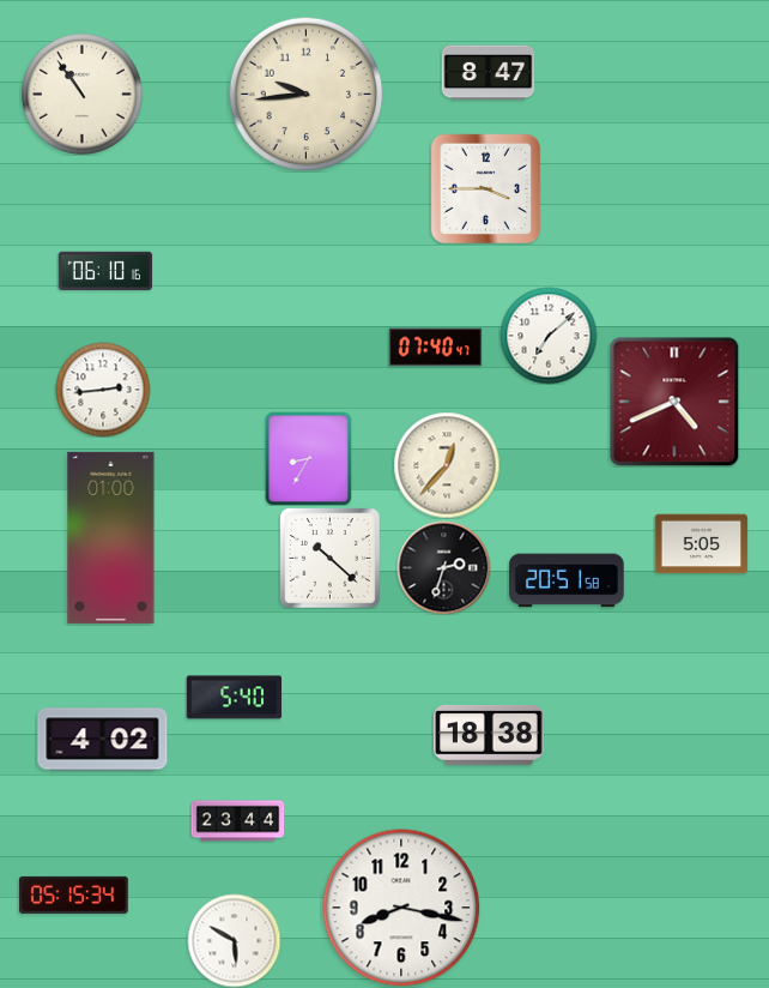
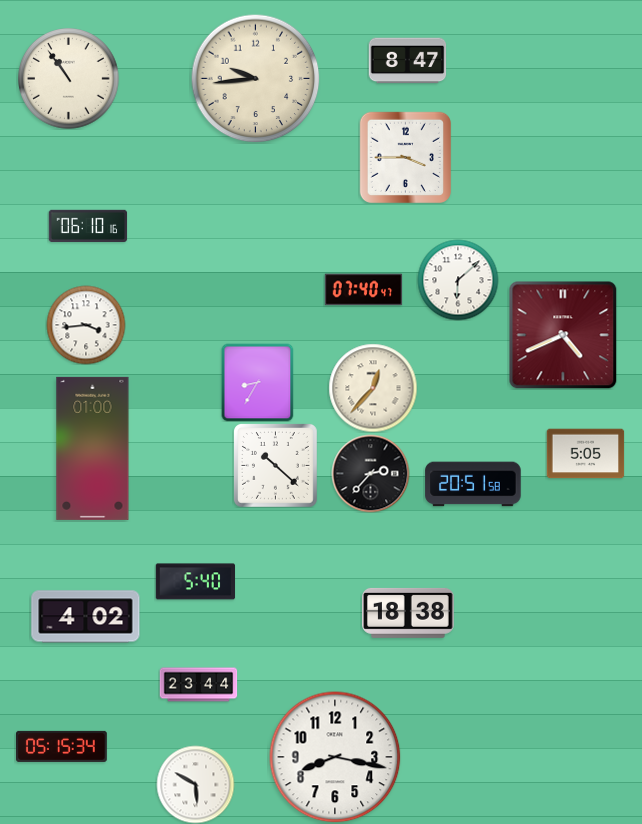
clock at (549, 336): 7:08 -> 6:08
clock at (103, 390): 2:44 -> 3:44
clock at (443, 567): 2:33 -> 2:37
